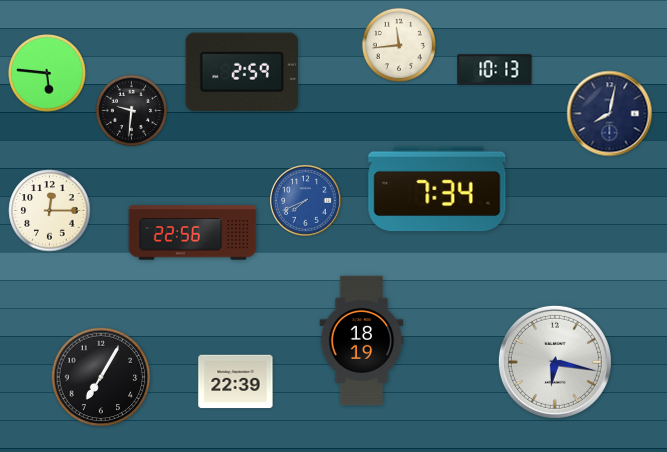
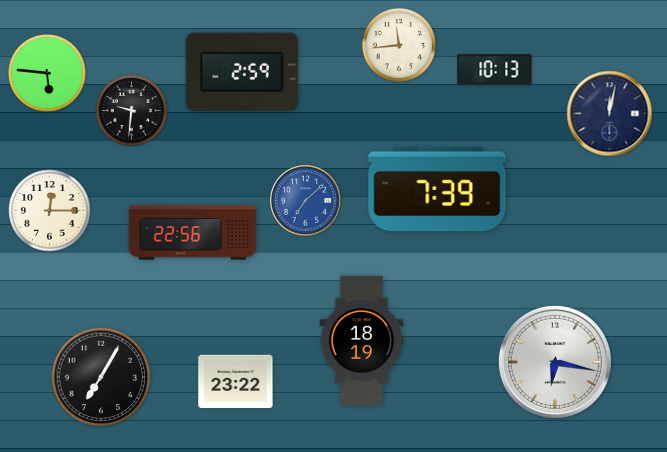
clock at (610, 114): 8:02 -> 12:02
clock at (437, 189): 7:34 -> 7:39
clock at (306, 201): 7:41 -> 7:08
clock at (236, 382): 22:39 -> 23:22
